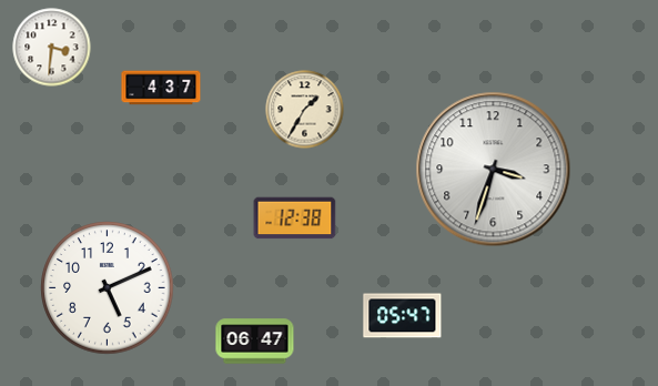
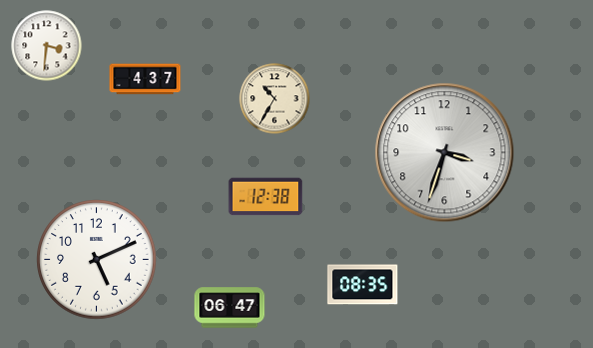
clock at (52, 48) position: (52, 48) -> (47, 46)
clock at (305, 110): 1:35 -> 10:35
clock at (403, 316): 05:47 -> 08:35
